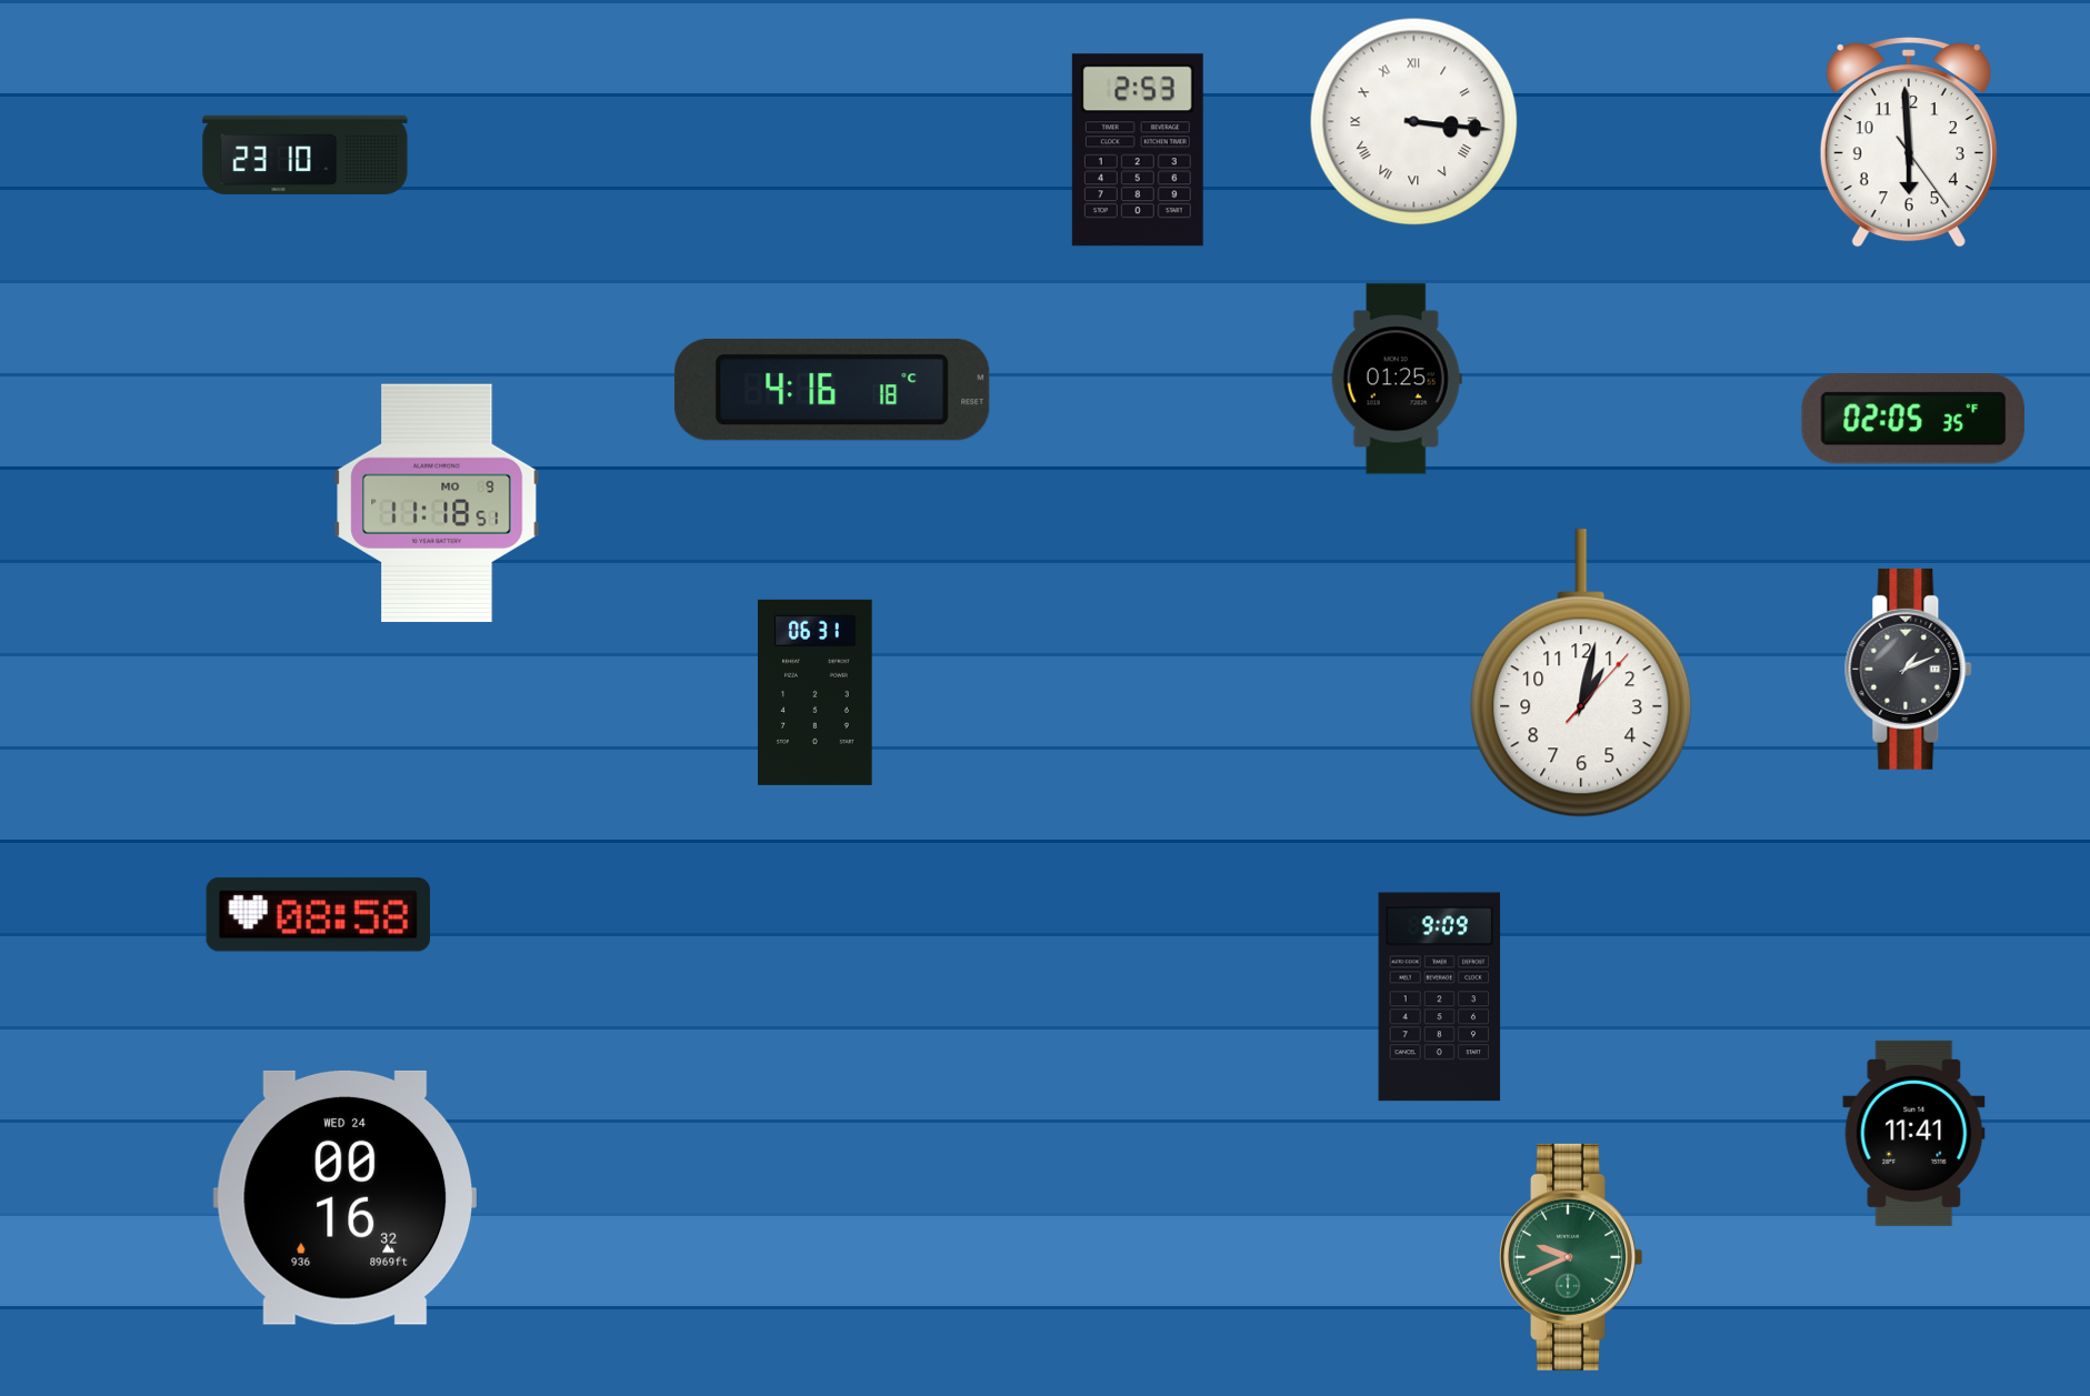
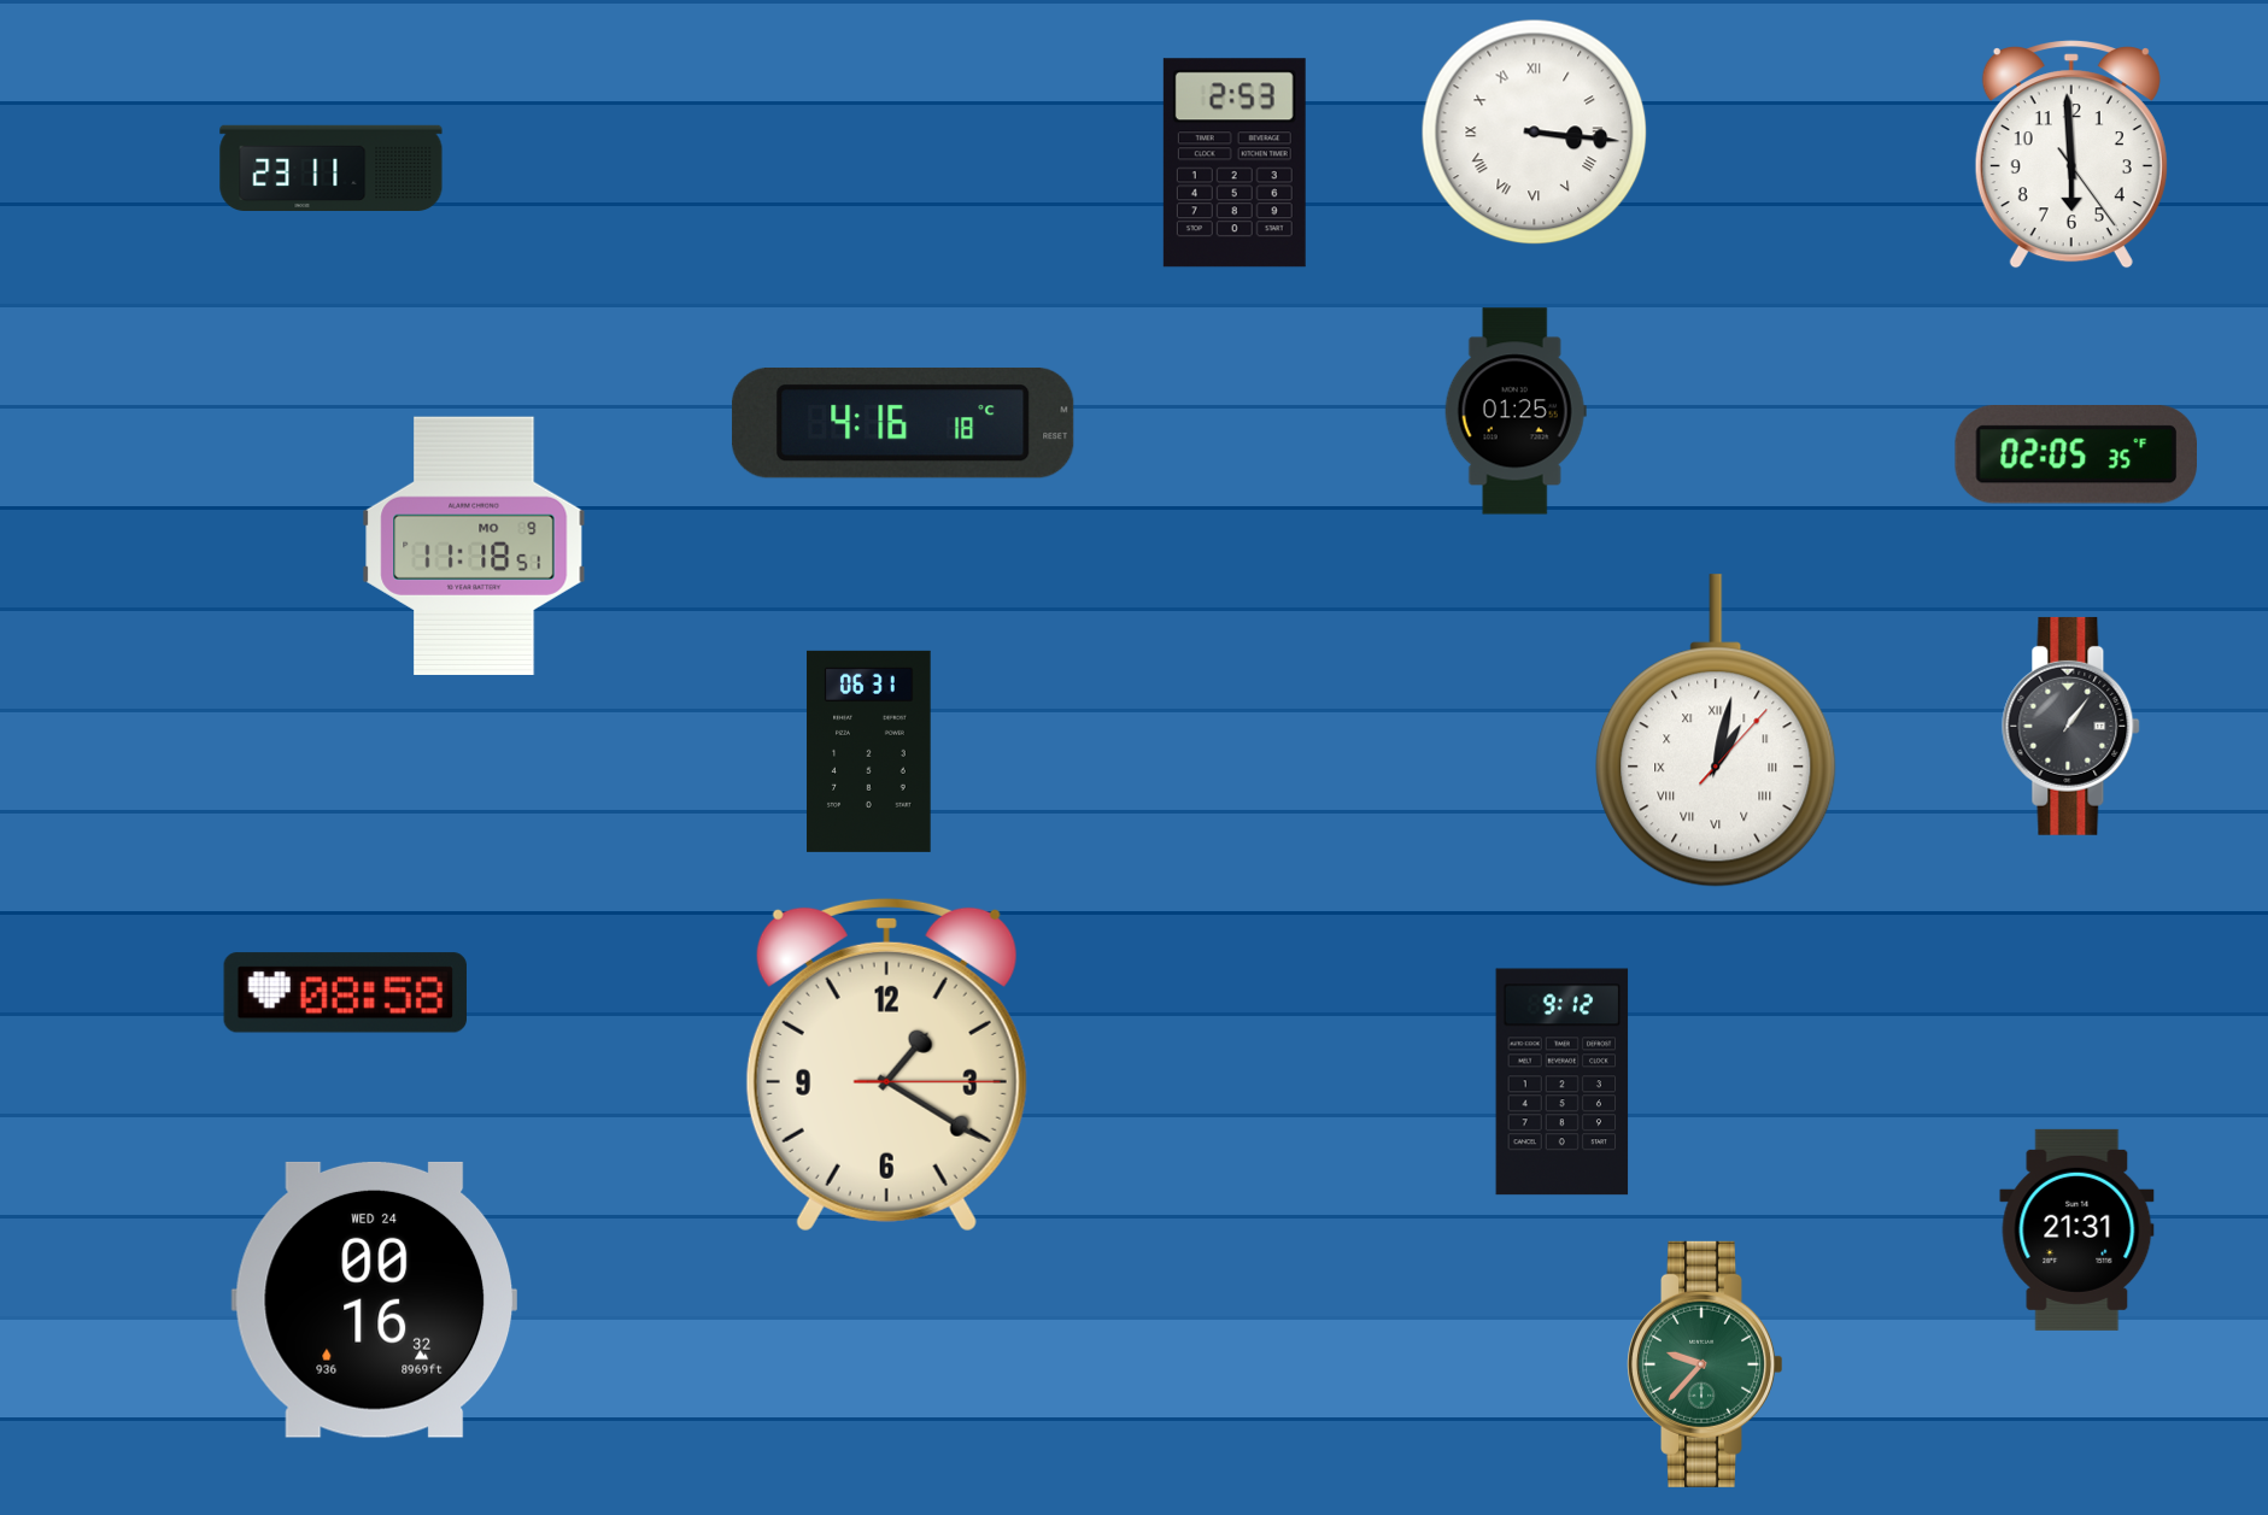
clock at (306, 154): 23:10 -> 23:11
clock at (1909, 669): 1:11 -> 1:06
clock at (1581, 673) numerals: Arabic -> Roman
clock at (816, 692) position: (816, 692) -> (869, 751)
clock at (886, 1064): none -> 1:20
clock at (1440, 997): 9:09 -> 9:12
clock at (1914, 1133): 11:41 -> 21:31
clock at (1572, 1257): 9:41 -> 9:37
